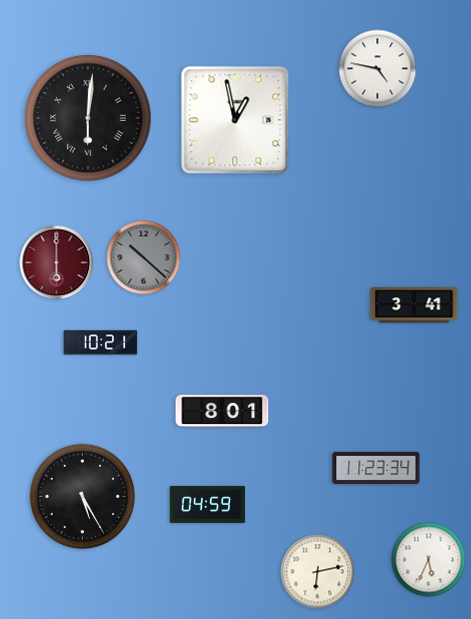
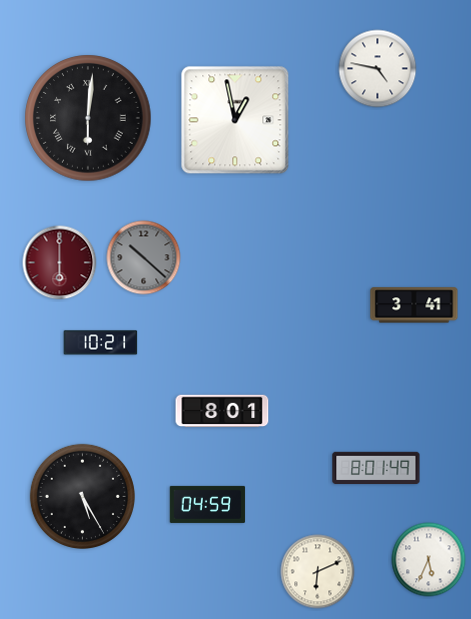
clock at (57, 263) position: (57, 263) -> (60, 263)
clock at (376, 468): 11:23 -> 8:01
clock at (318, 572): 6:13 -> 6:11
